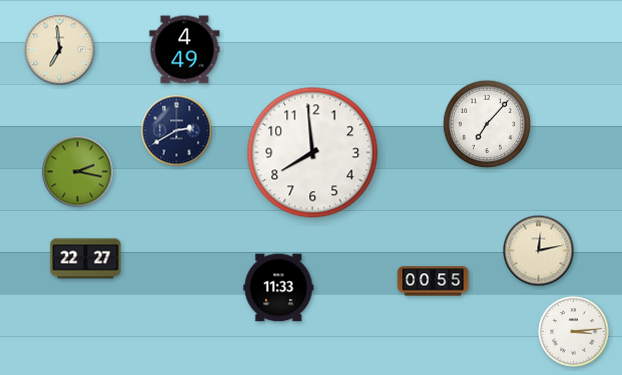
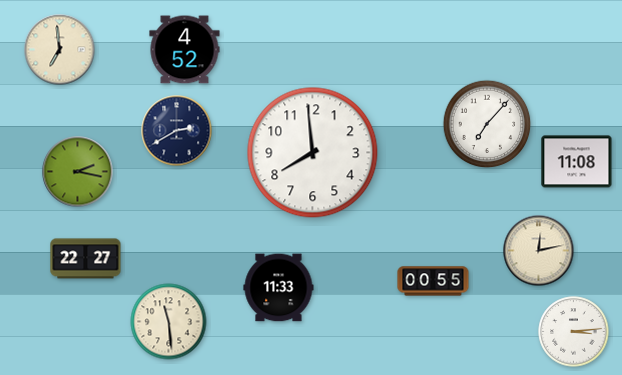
clock at (185, 50): 4:49 -> 4:52
clock at (577, 162): none -> 11:08
clock at (169, 322): none -> 11:29
